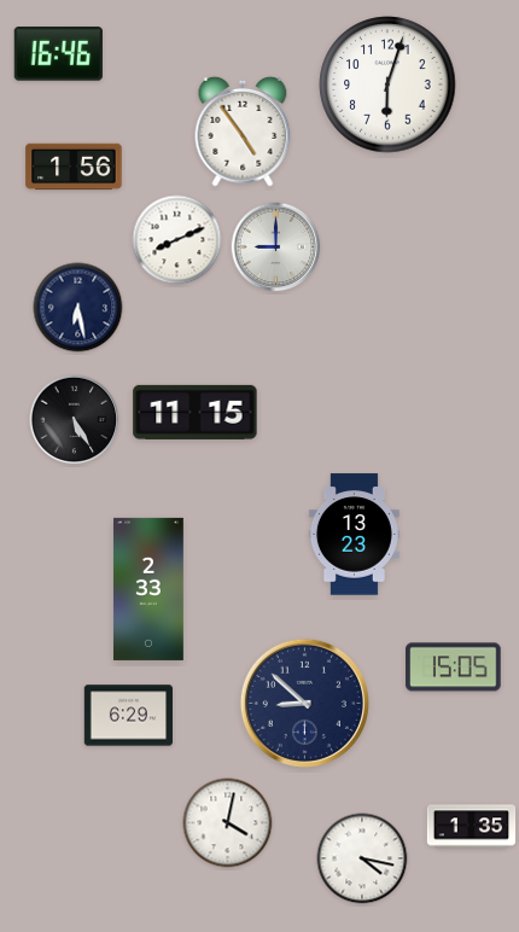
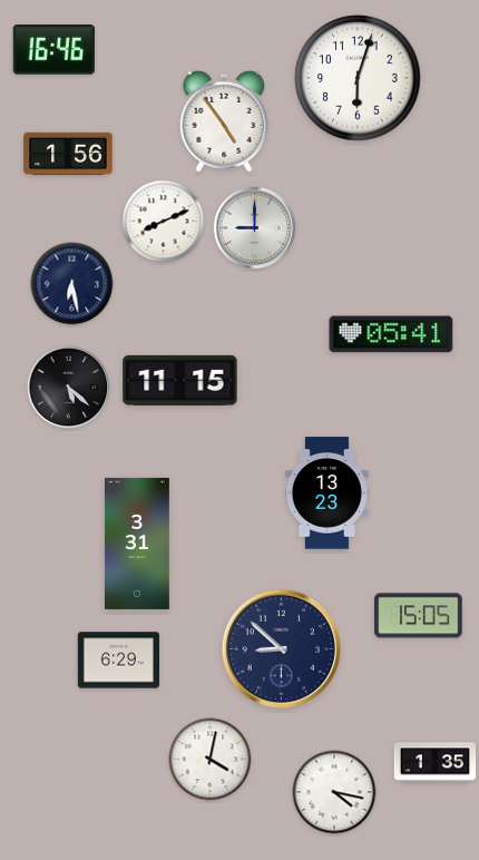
clock at (391, 334): none -> 05:41
clock at (75, 420): 5:25 -> 5:22
clock at (148, 589): 2:33 -> 3:31
